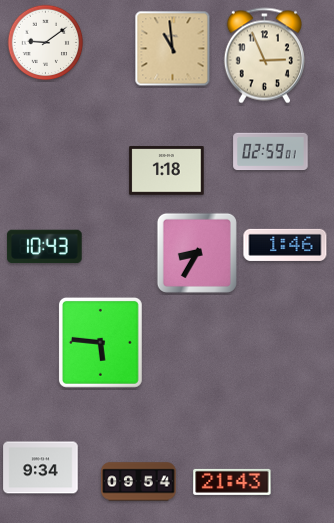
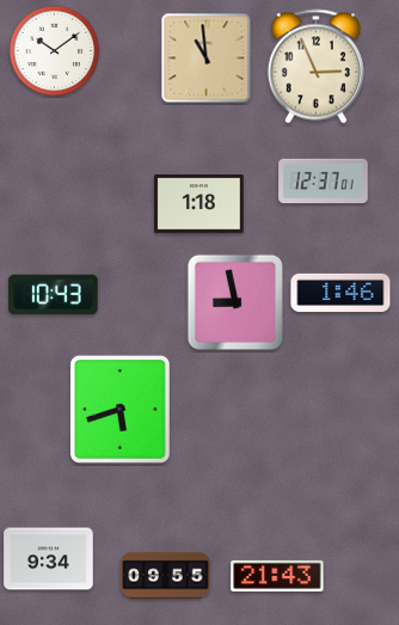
clock at (46, 43): 9:09 -> 10:09
clock at (271, 152): 02:59 -> 12:37
clock at (197, 253): 8:35 -> 8:58
clock at (100, 343): 5:46 -> 5:42
clock at (139, 482): 09:54 -> 09:55
